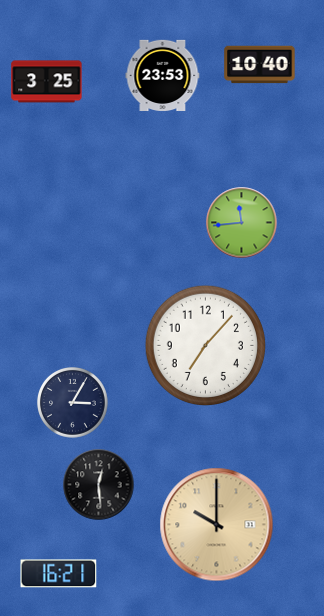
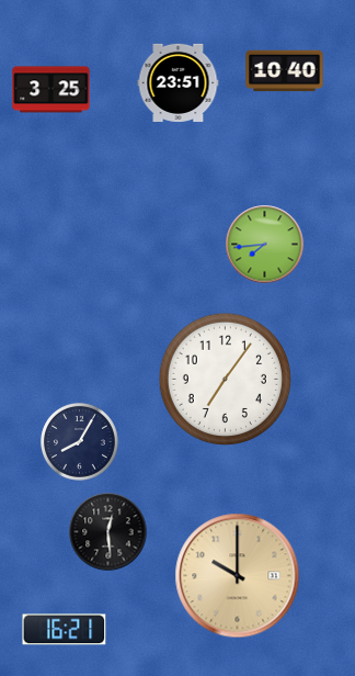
clock at (163, 75): 23:53 -> 23:51
clock at (242, 223): 11:44 -> 7:44
clock at (205, 345): 7:07 -> 7:06
clock at (73, 403): 3:05 -> 8:05
